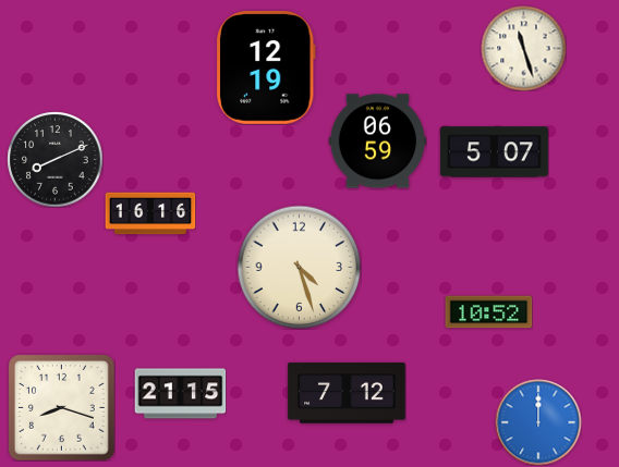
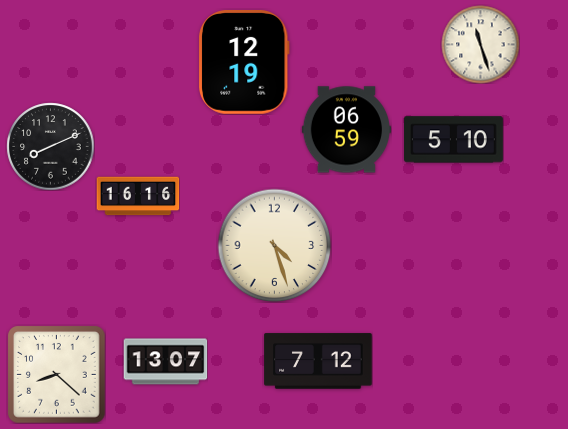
clock at (494, 152): 5:07 -> 5:10
clock at (488, 312): 10:52 -> none
clock at (180, 394): 21:15 -> 13:07
clock at (61, 407): 8:18 -> 8:22
clock at (538, 422): 12:00 -> none
